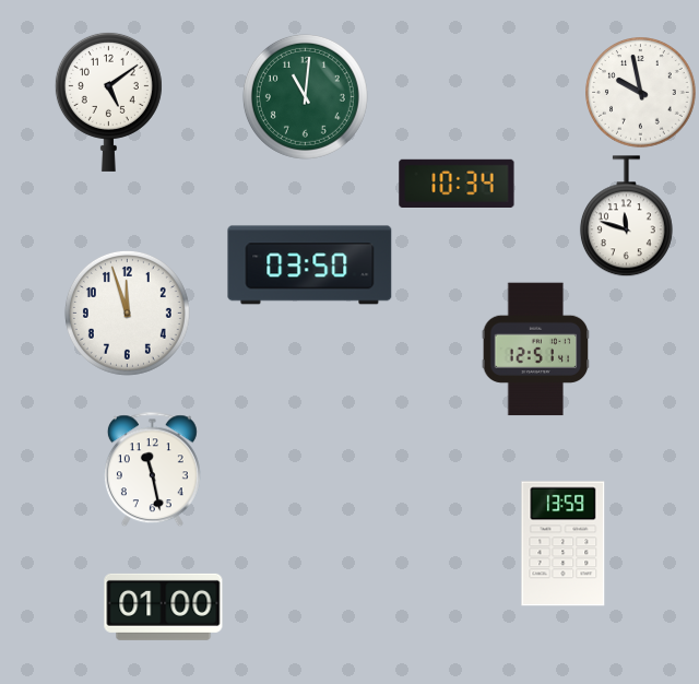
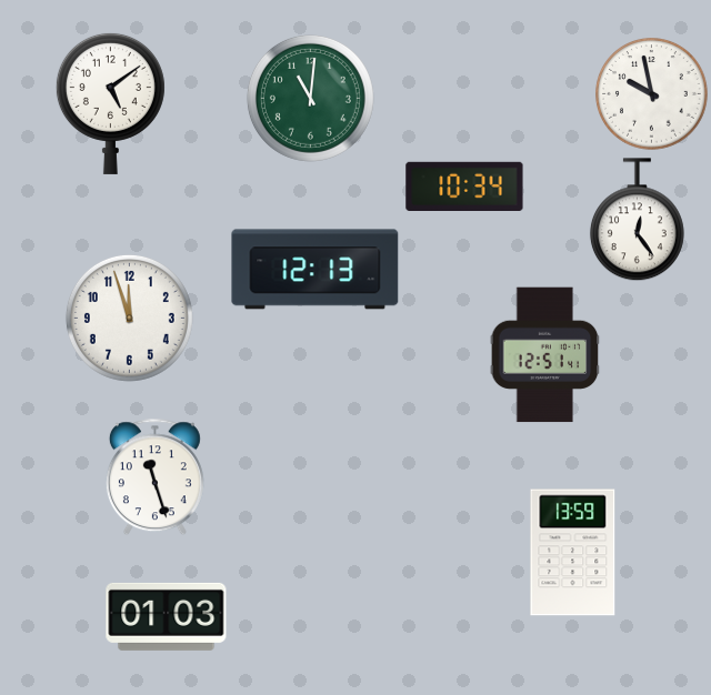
clock at (626, 216): 11:48 -> 12:24
clock at (310, 266): 03:50 -> 12:13
clock at (152, 470): 11:28 -> 11:27
clock at (164, 606): 01:00 -> 01:03
